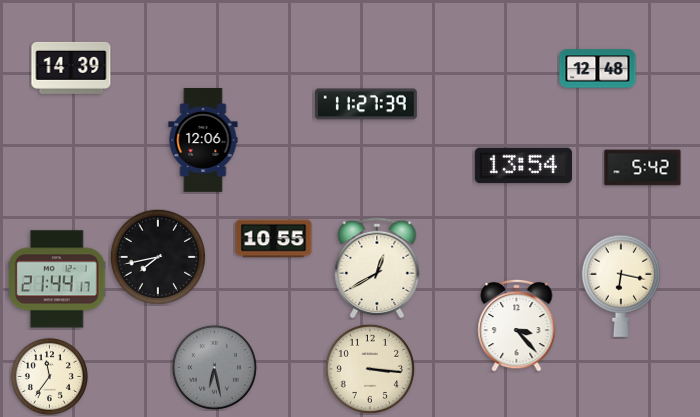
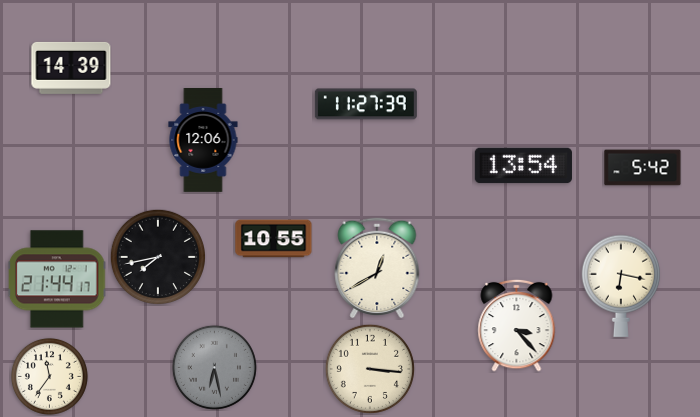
clock at (598, 69): 12:48 -> none
